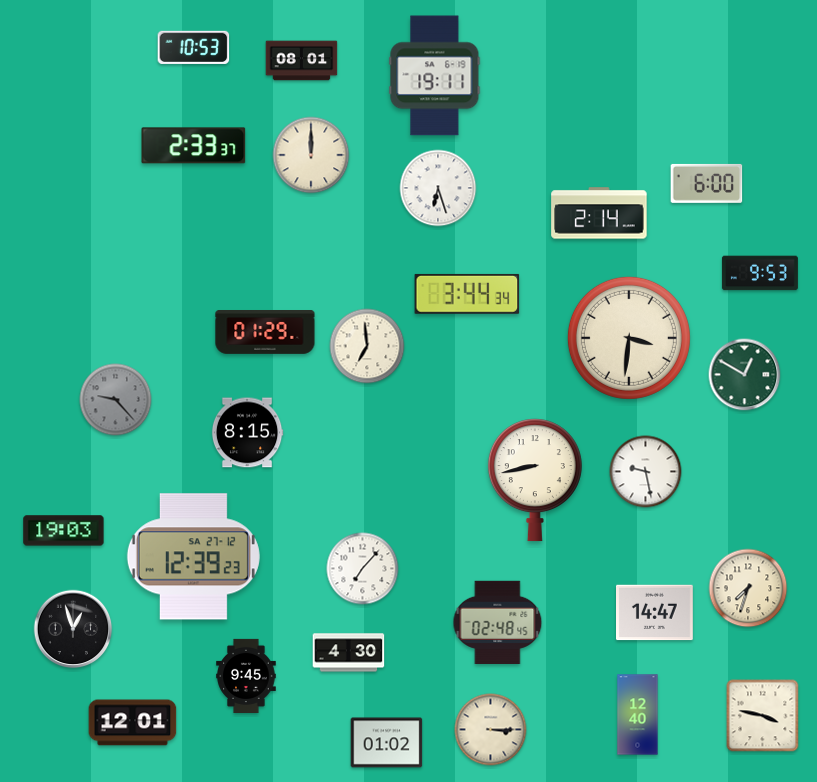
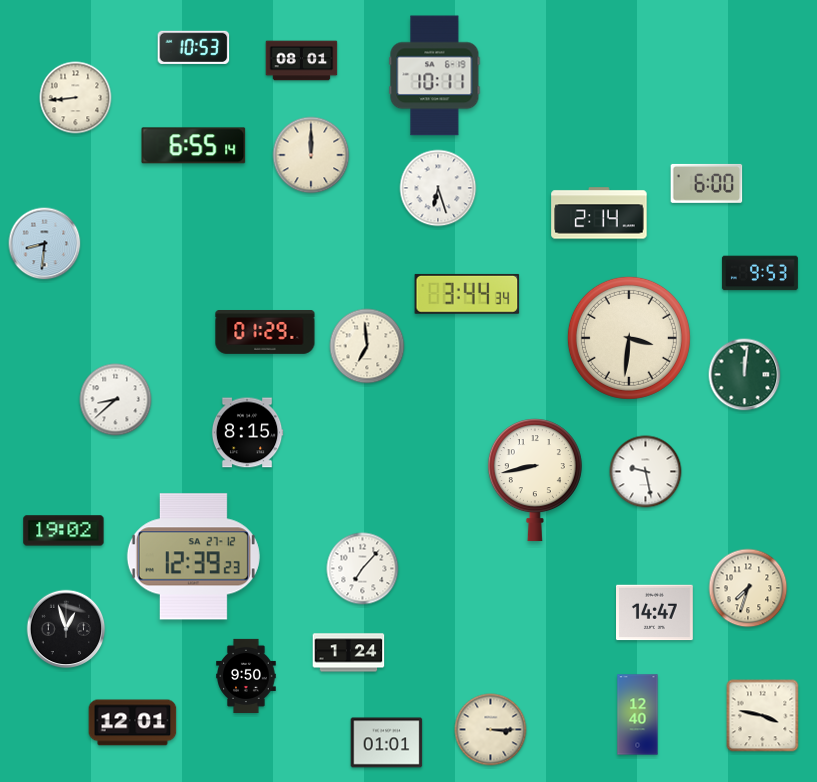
clock at (435, 76): 19:11 -> 10:11
clock at (76, 98): none -> 8:44
clock at (194, 146): 2:33 -> 6:55
clock at (45, 244): none -> 8:31
clock at (745, 375): 12:50 -> 12:01
clock at (116, 400): 9:23 -> 8:38
clock at (116, 400) dial: grey -> white
clock at (64, 531): 19:03 -> 19:02
clock at (498, 622): 02:48 -> none
clock at (73, 629) position: (73, 629) -> (66, 629)
clock at (349, 653): 4:30 -> 1:24
clock at (246, 675): 9:45 -> 9:50
clock at (387, 743): 01:02 -> 01:01
